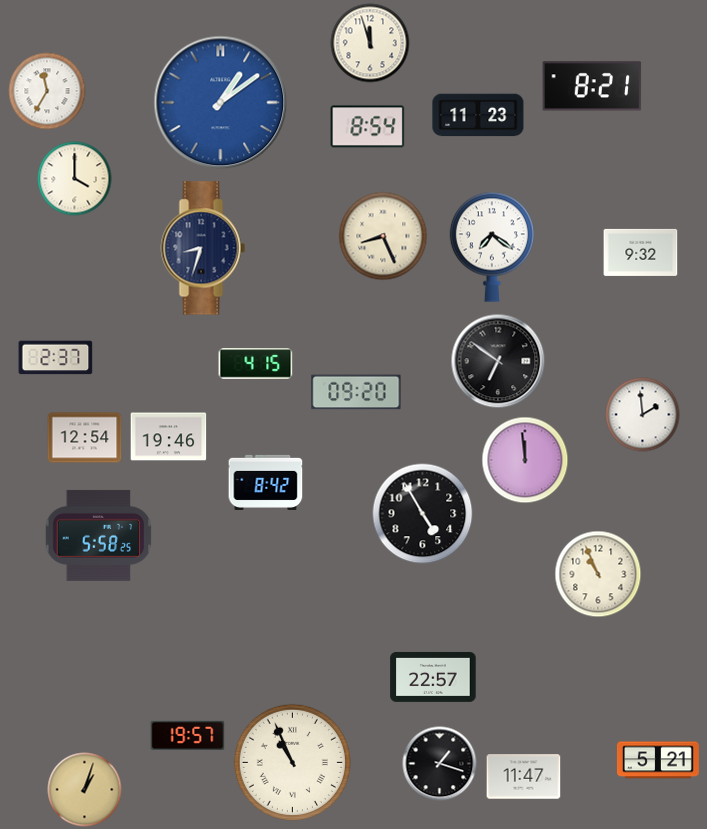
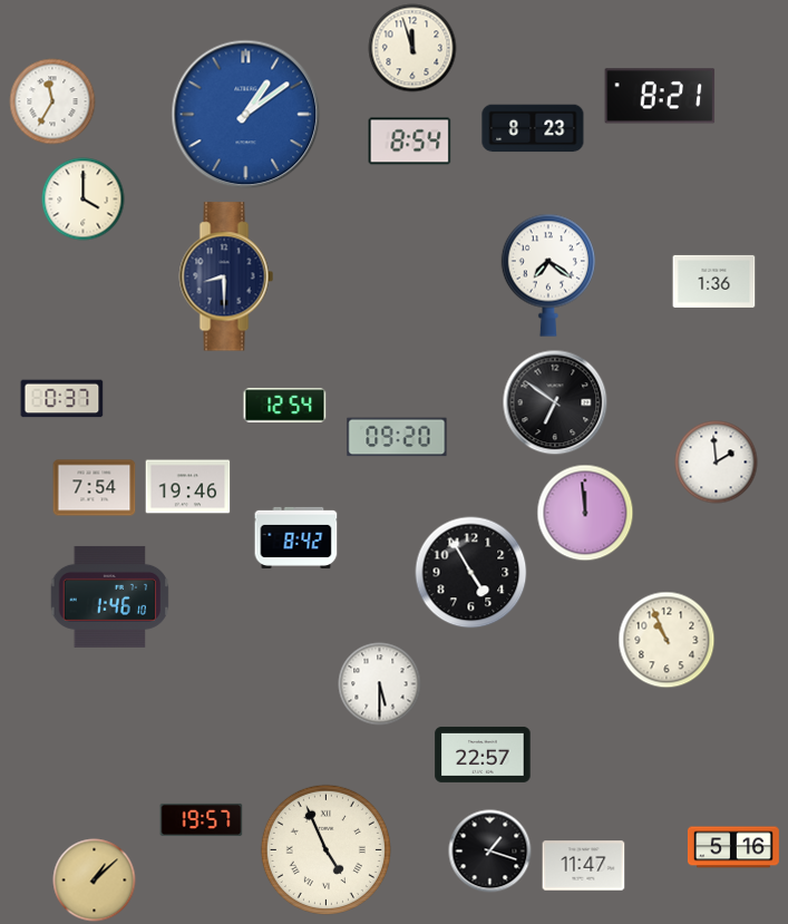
clock at (478, 115): 11:23 -> 8:23
clock at (383, 236): 8:26 -> none
clock at (203, 248): 8:33 -> 8:30
clock at (641, 252): 9:32 -> 1:36
clock at (56, 358): 2:37 -> 0:37
clock at (256, 364): 4:15 -> 12:54
clock at (85, 438): 12:54 -> 7:54
clock at (99, 535): 5:58 -> 1:46
clock at (380, 684): none -> 5:30
clock at (188, 735) position: (188, 735) -> (202, 819)
clock at (658, 760): 5:21 -> 5:16
clock at (292, 762): 10:56 -> 4:56
clock at (85, 790): 1:03 -> 1:08
